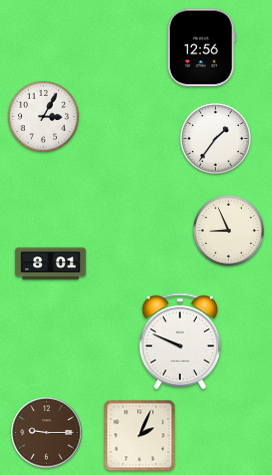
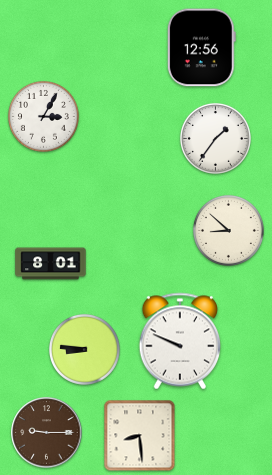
clock at (228, 230): 8:56 -> 8:52
clock at (84, 349): none -> 8:46
clock at (140, 436): 2:04 -> 8:29
